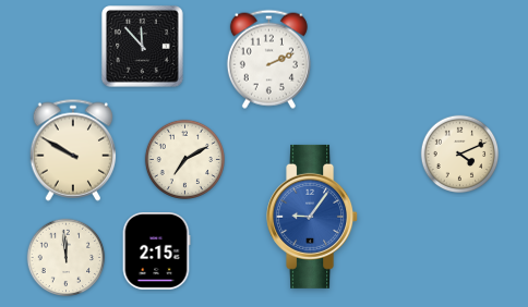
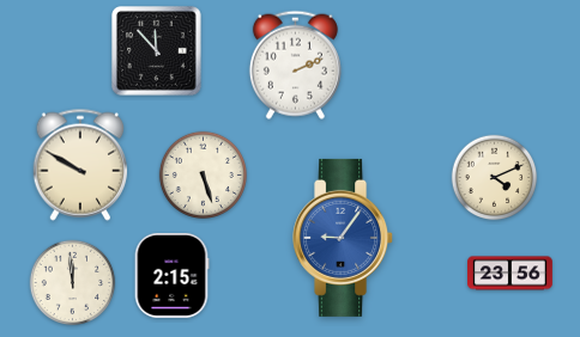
clock at (460, 155) position: (460, 155) -> (495, 178)
clock at (184, 159): 7:10 -> 5:27
clock at (510, 274): none -> 23:56
